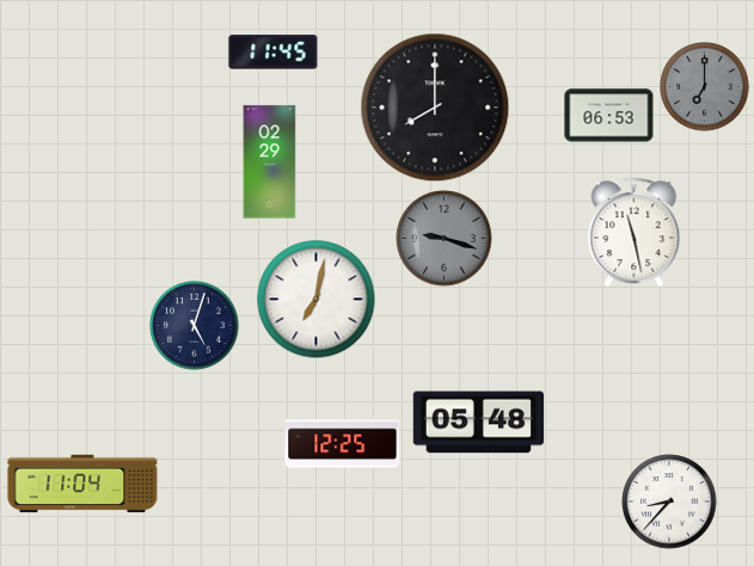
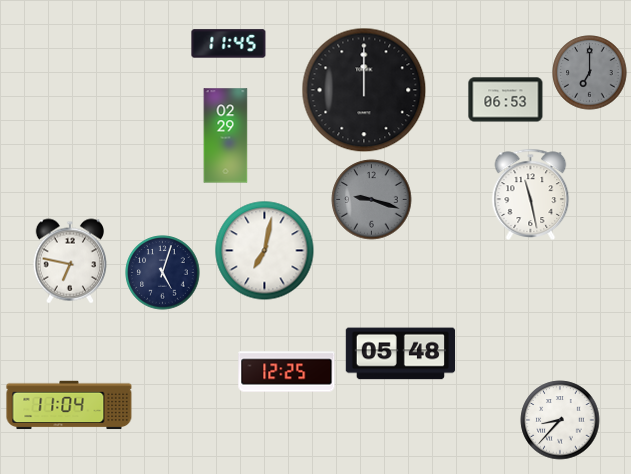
clock at (435, 107): 8:00 -> 12:00
clock at (609, 116) position: (609, 116) -> (506, 100)
clock at (69, 261): none -> 6:47
